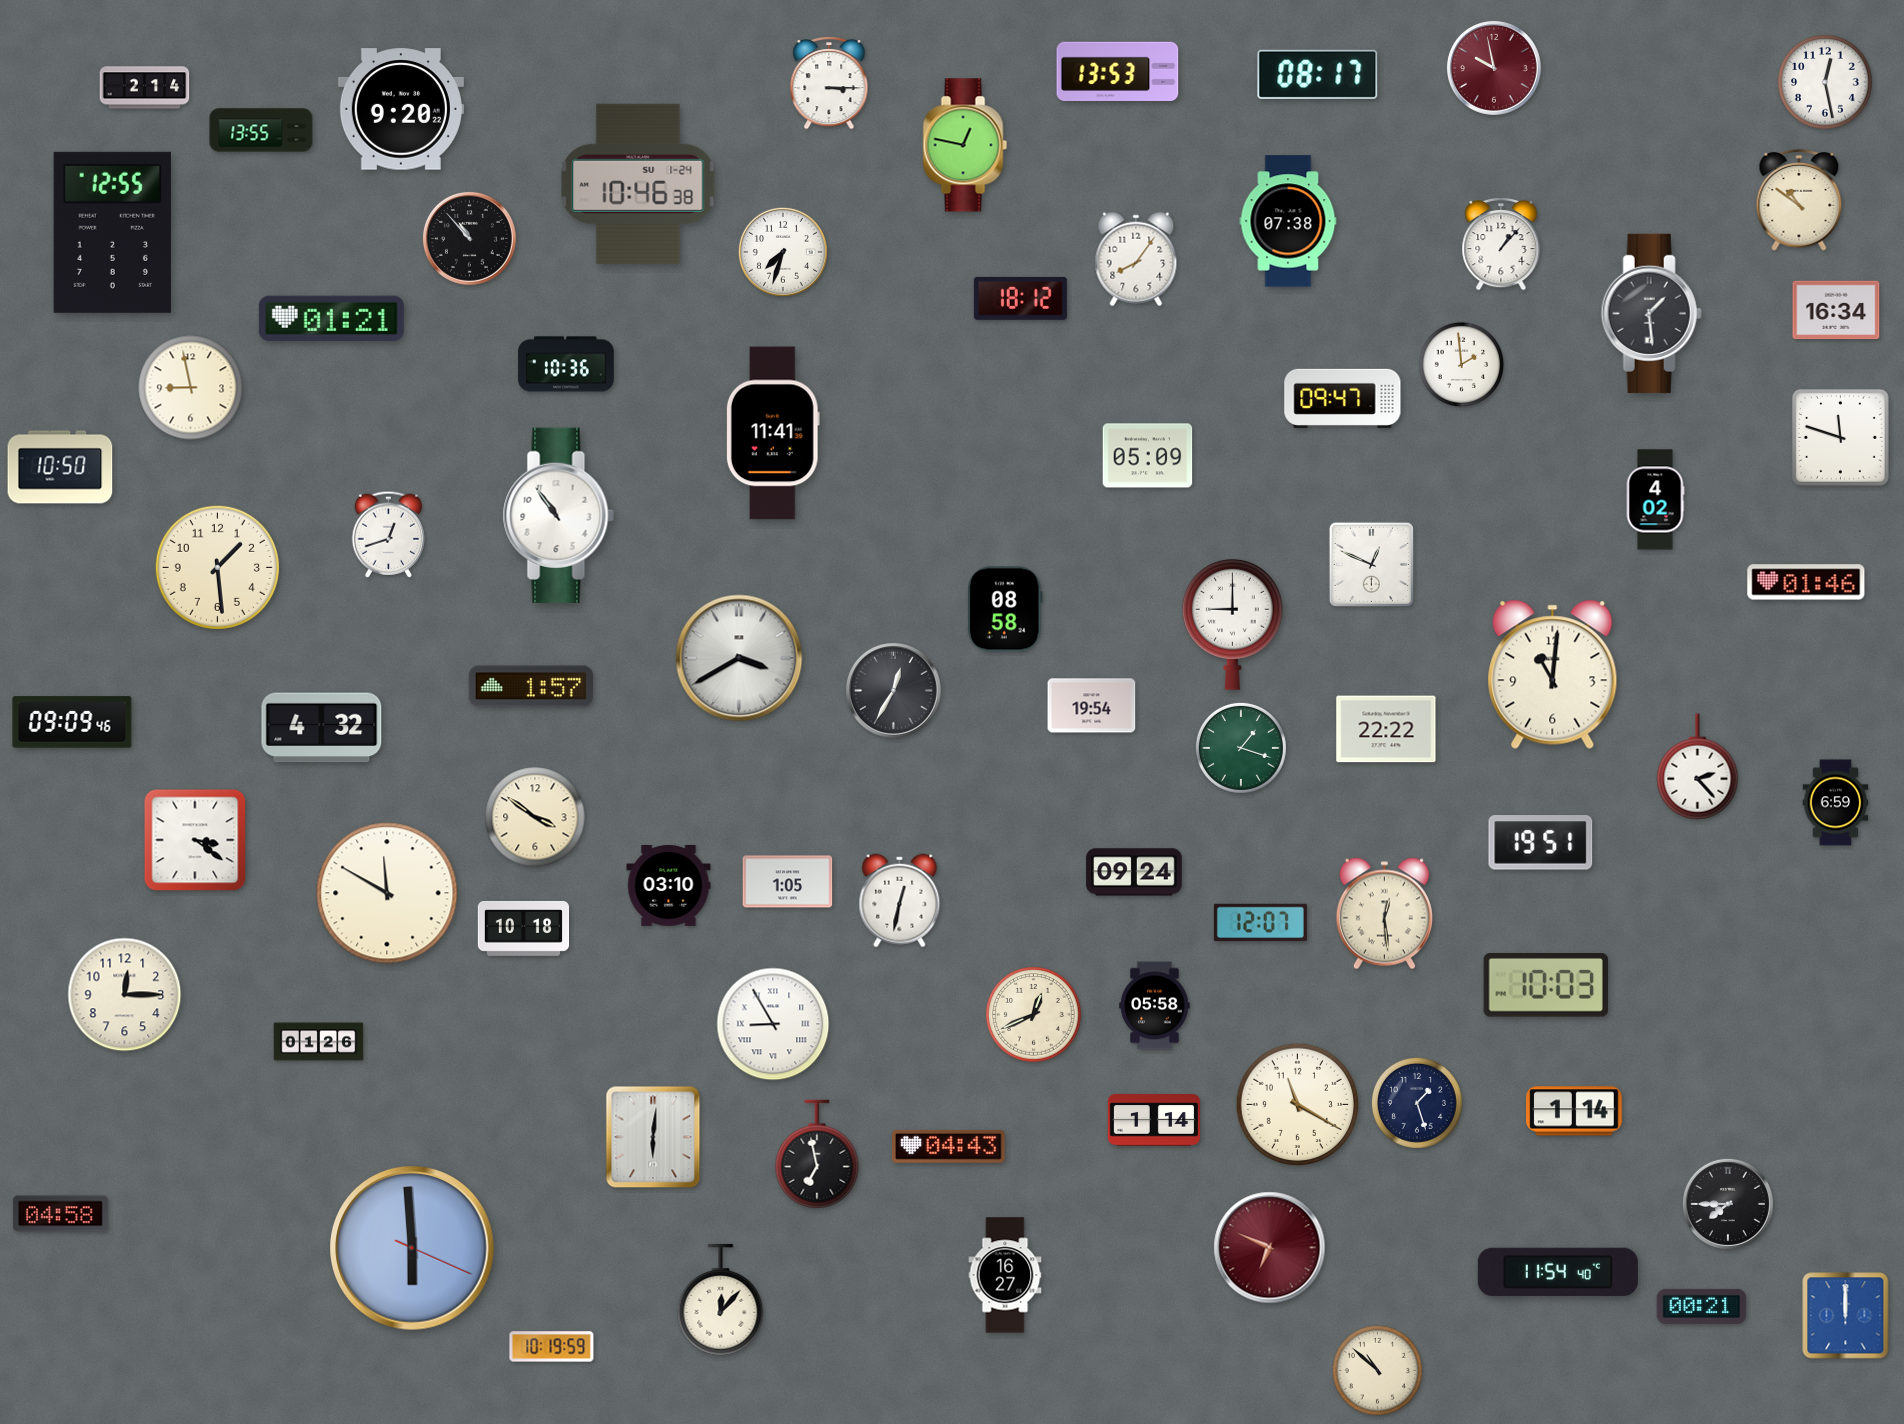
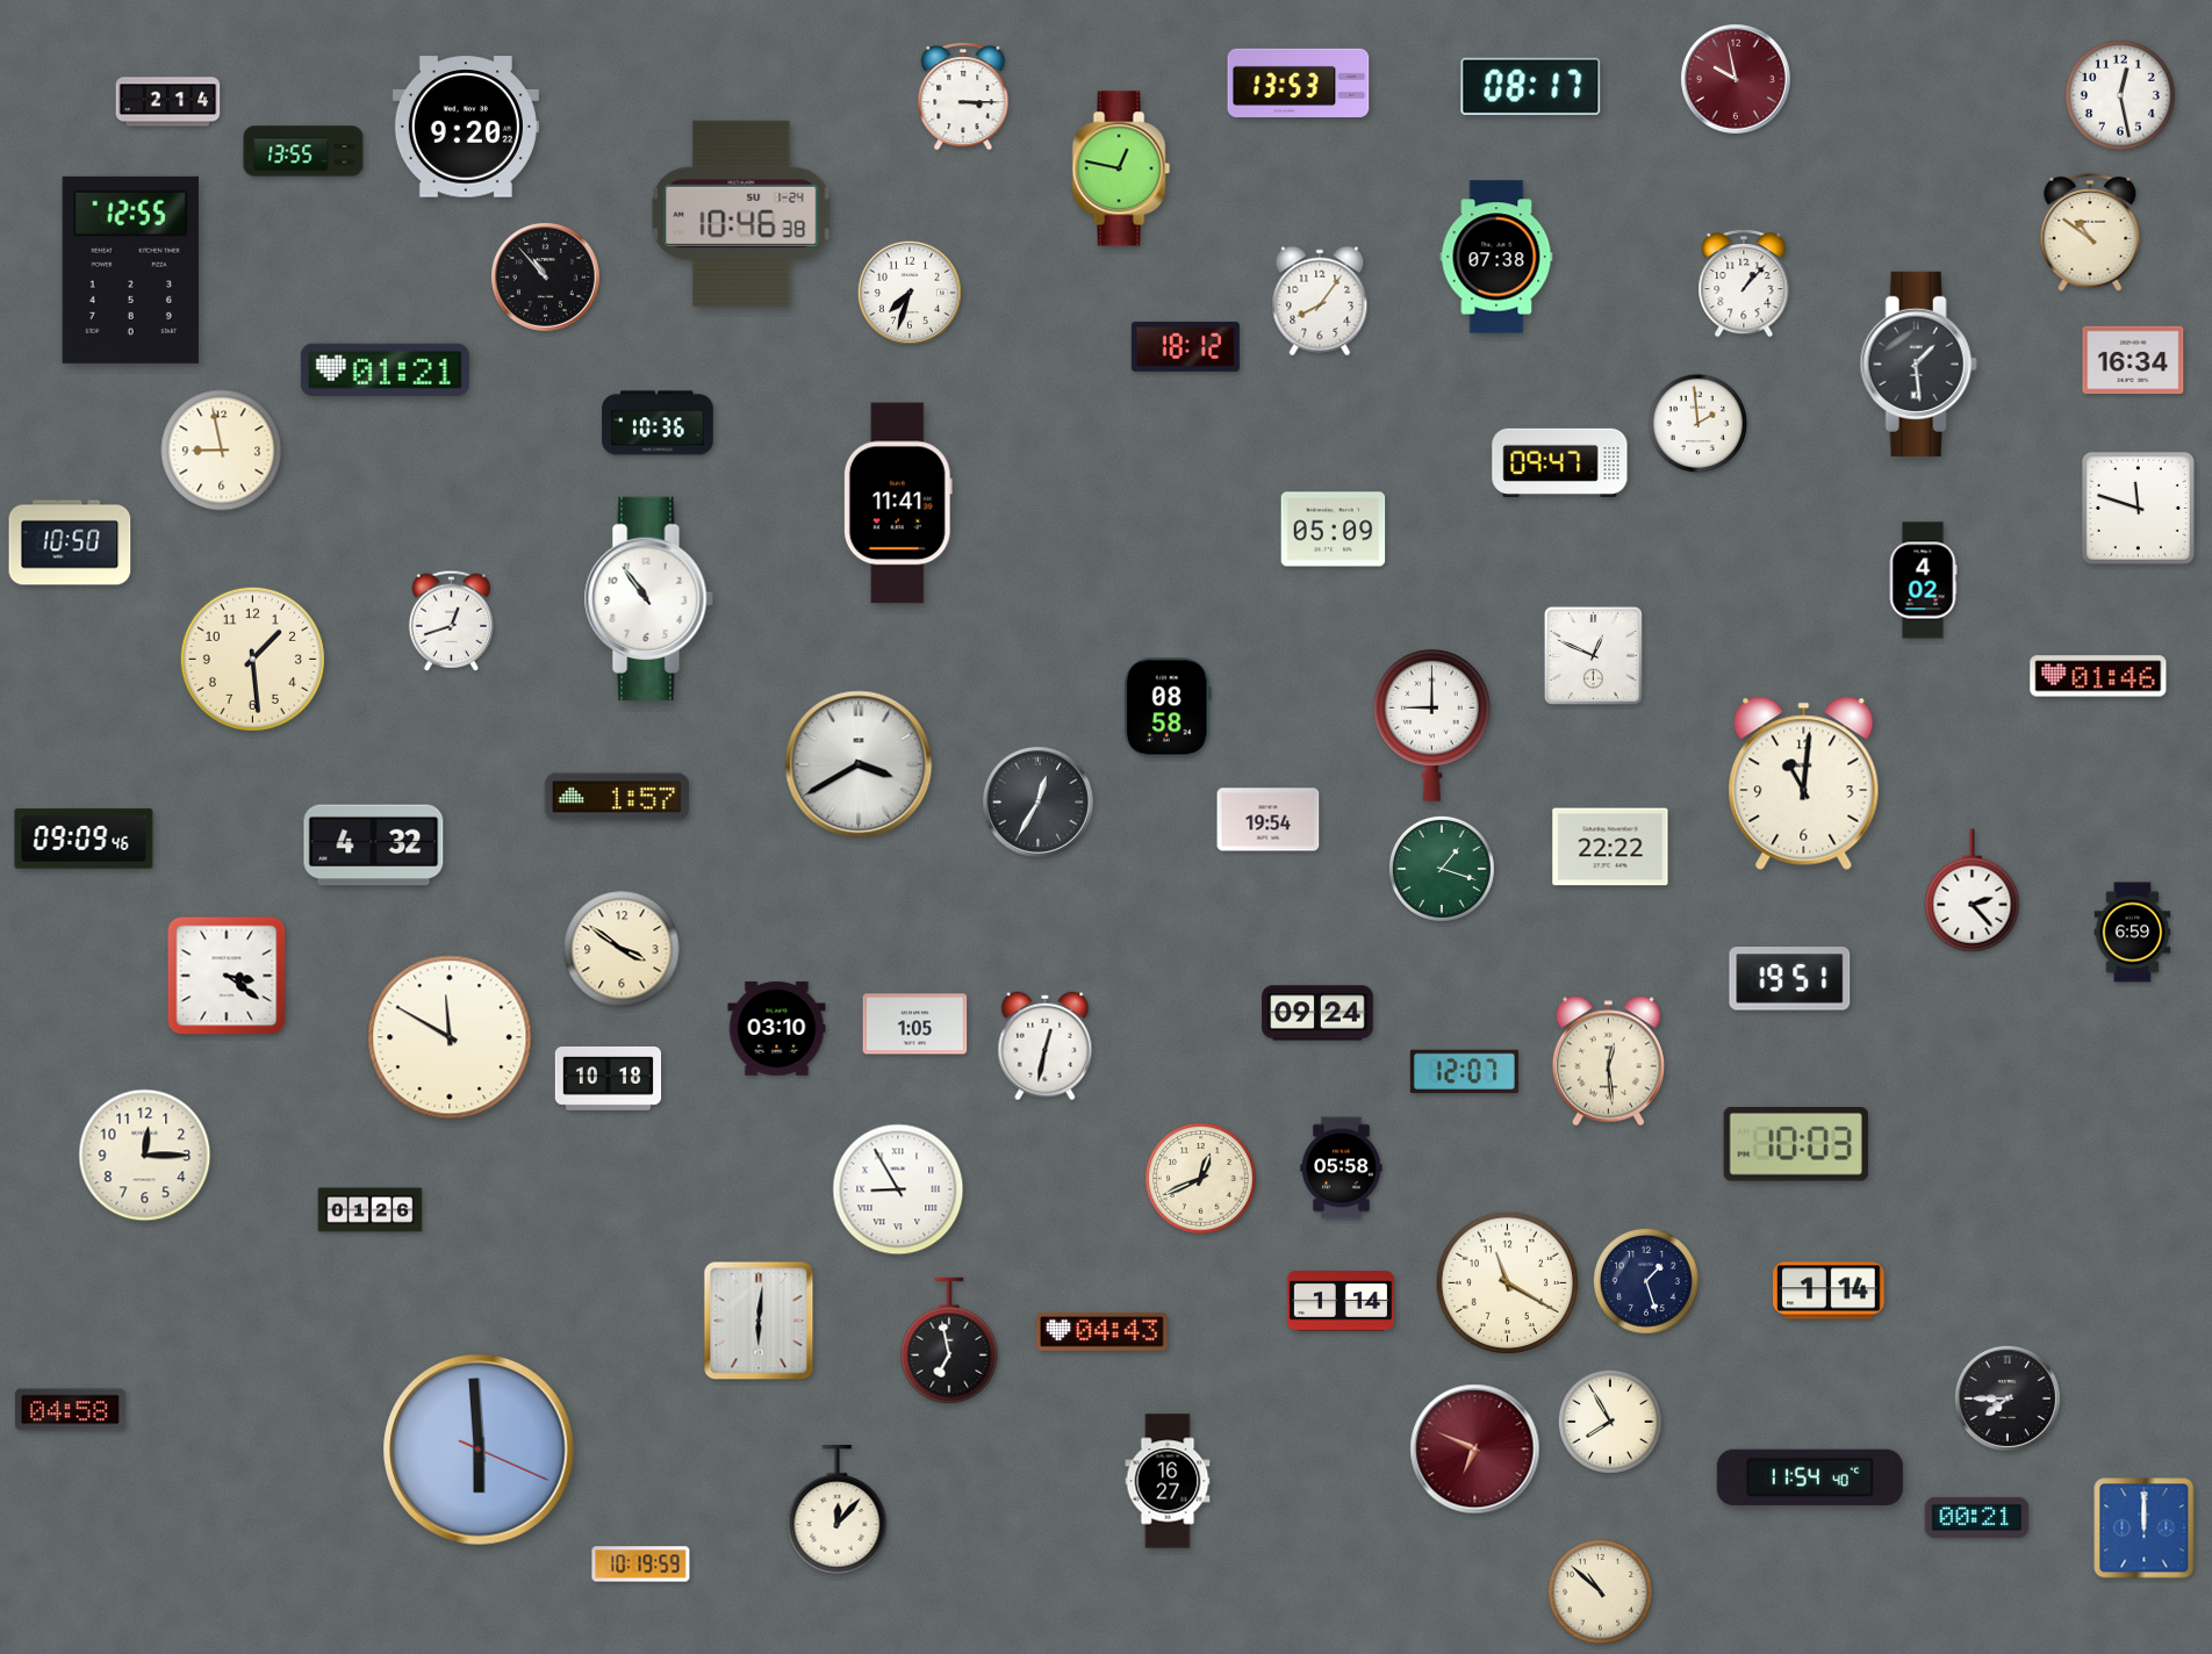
clock at (1610, 1422): none -> 7:55
